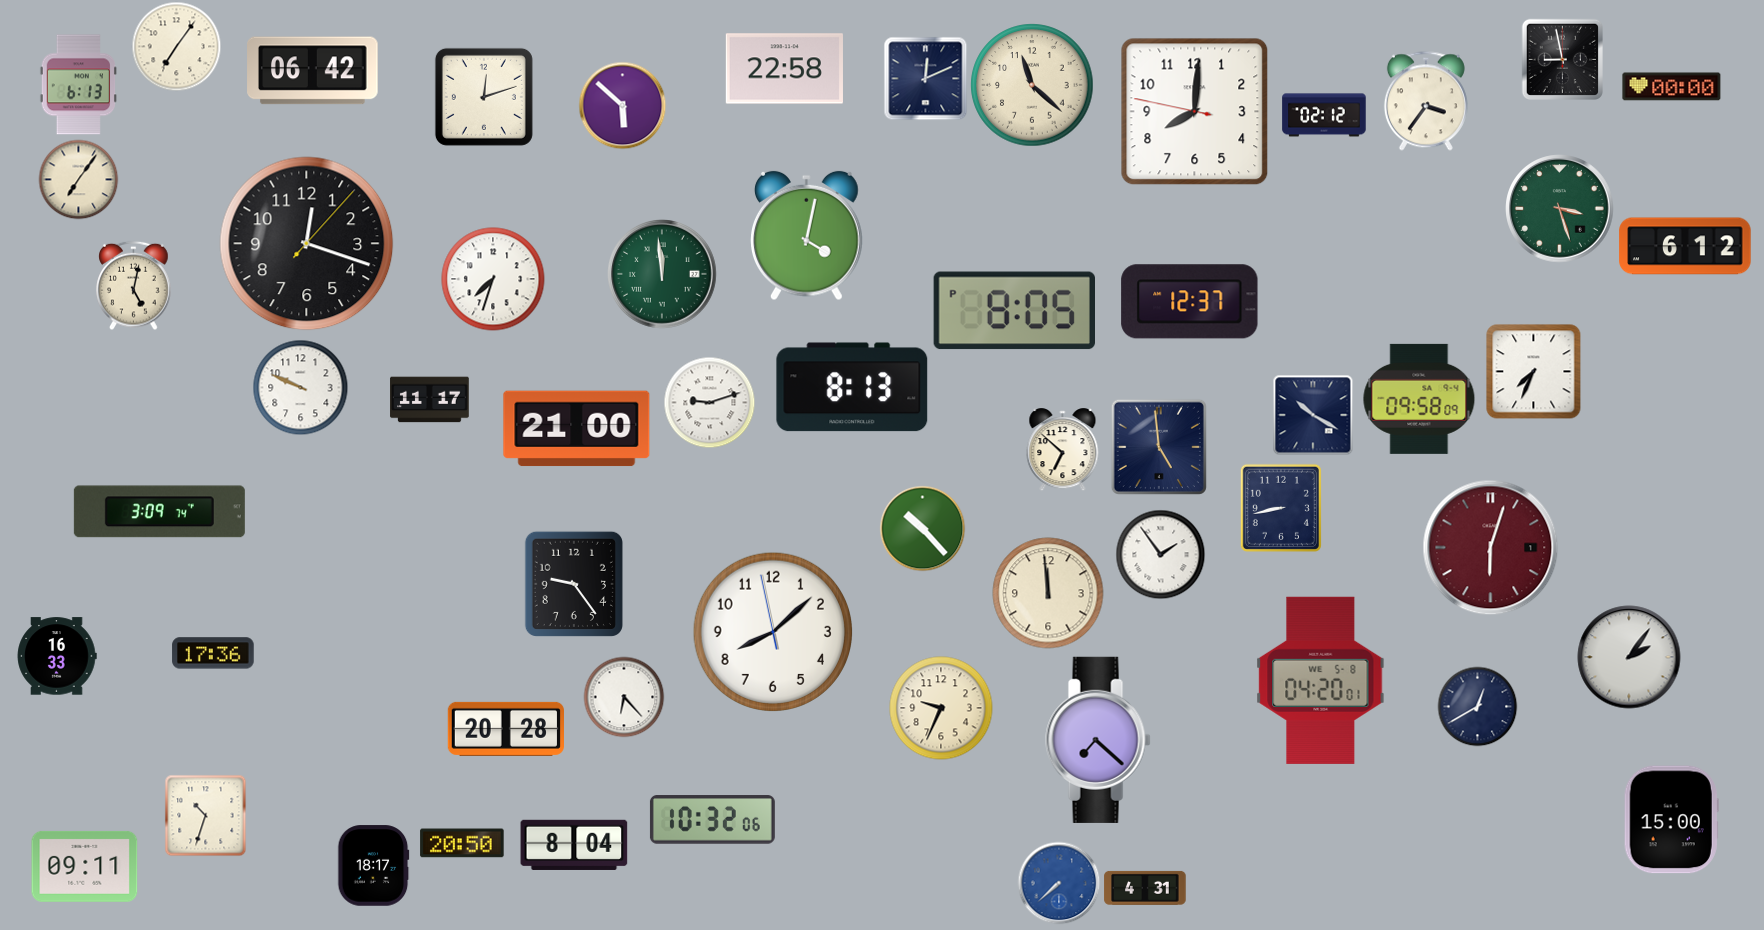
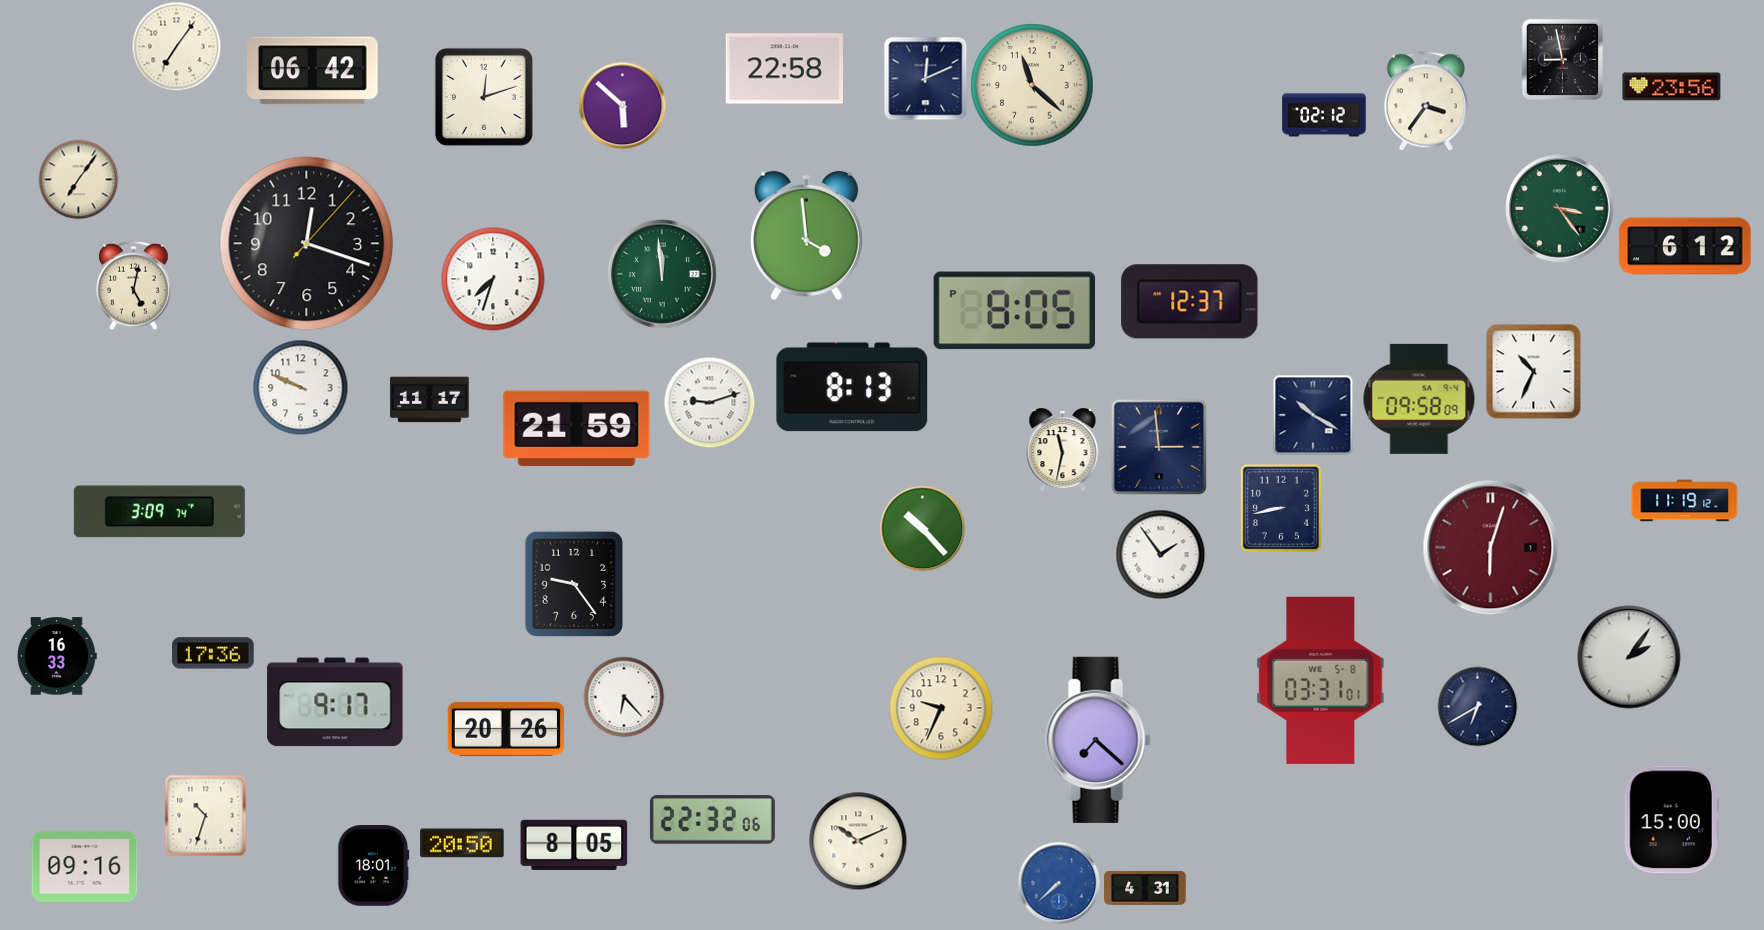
clock at (78, 85): 6:13 -> none
clock at (1672, 87): 00:00 -> 23:56
clock at (1195, 112): 8:00 -> none
clock at (1560, 209): 3:27 -> 3:24
clock at (807, 236): 4:02 -> 3:59
clock at (1534, 372): 7:34 -> 10:34
clock at (577, 429): 21:00 -> 21:59
clock at (1159, 447): 4:59 -> 2:59
clock at (1063, 450): 6:52 -> 11:32
clock at (1685, 501): none -> 11:19
clock at (1048, 593): 11:59 -> none
clock at (772, 631): 8:07 -> none
clock at (1321, 680): 04:20 -> 03:31
clock at (335, 702): none -> 9:17
clock at (1477, 706): 12:40 -> 6:40
clock at (505, 729): 20:28 -> 20:26
clock at (712, 820): 10:32 -> 22:32
clock at (858, 841): none -> 10:11
clock at (574, 845): 8:04 -> 8:05
clock at (85, 866): 09:11 -> 09:16
clock at (374, 866): 18:17 -> 18:01
